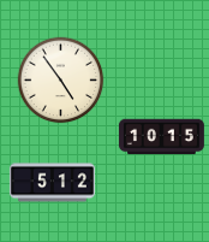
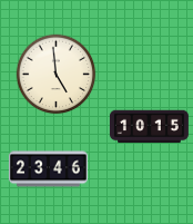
clock at (61, 81): 4:54 -> 4:59
clock at (52, 183): 5:12 -> 23:46
